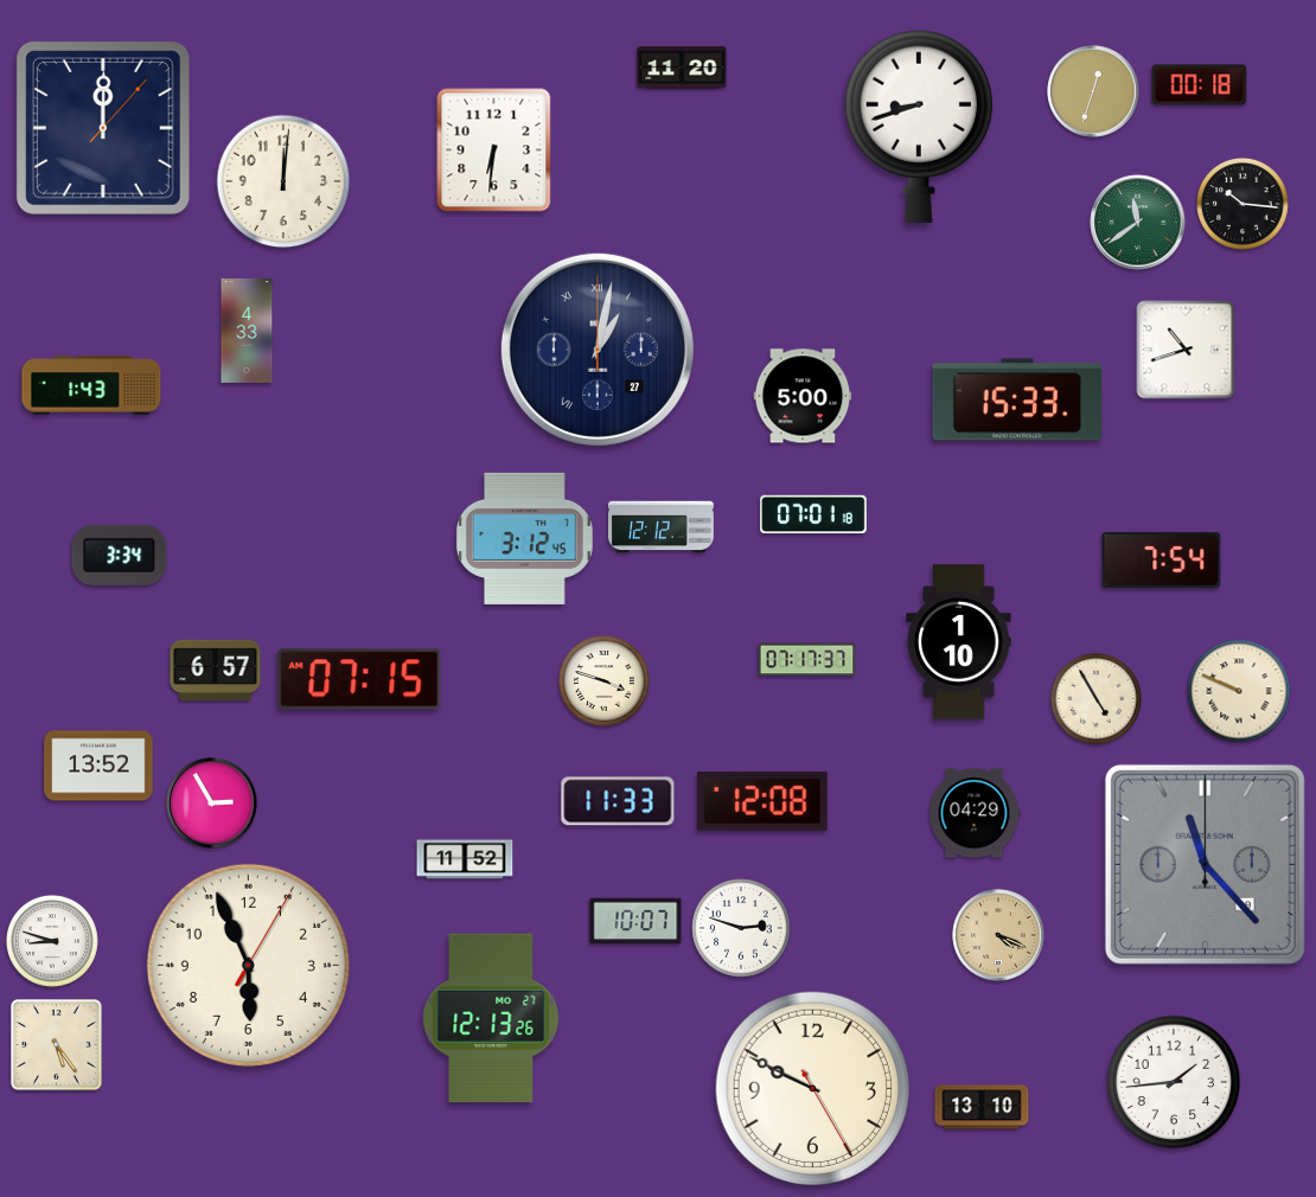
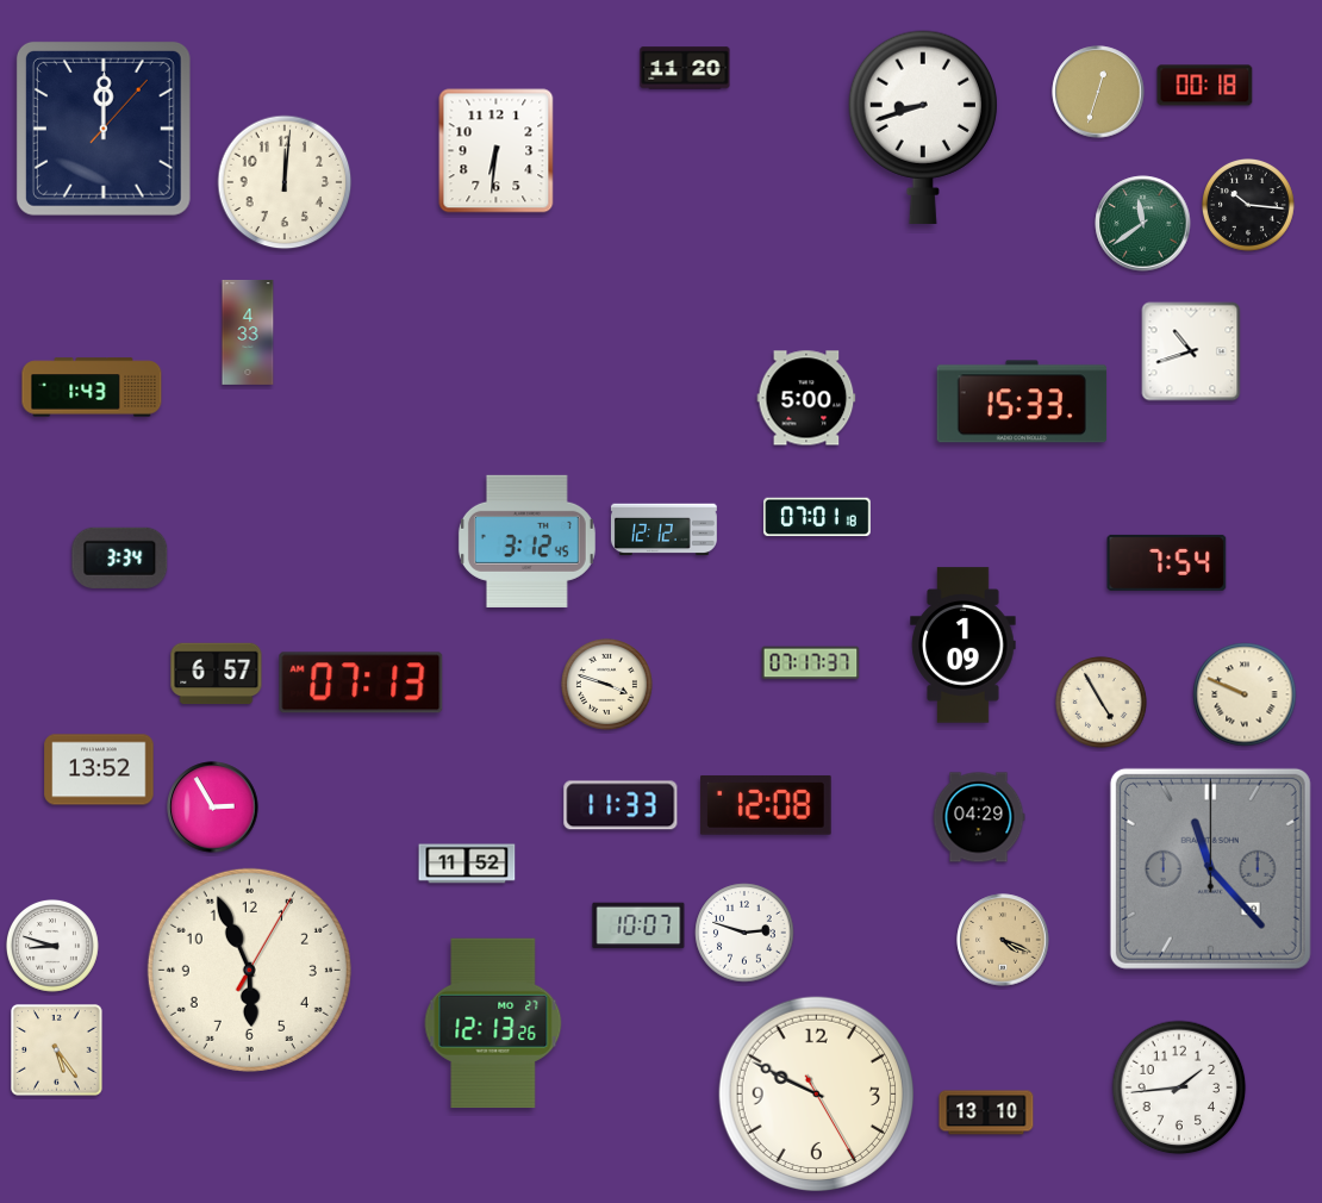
clock at (598, 350): 1:02 -> none
clock at (959, 642): 1:10 -> 1:09
clock at (359, 679): 07:15 -> 07:13
